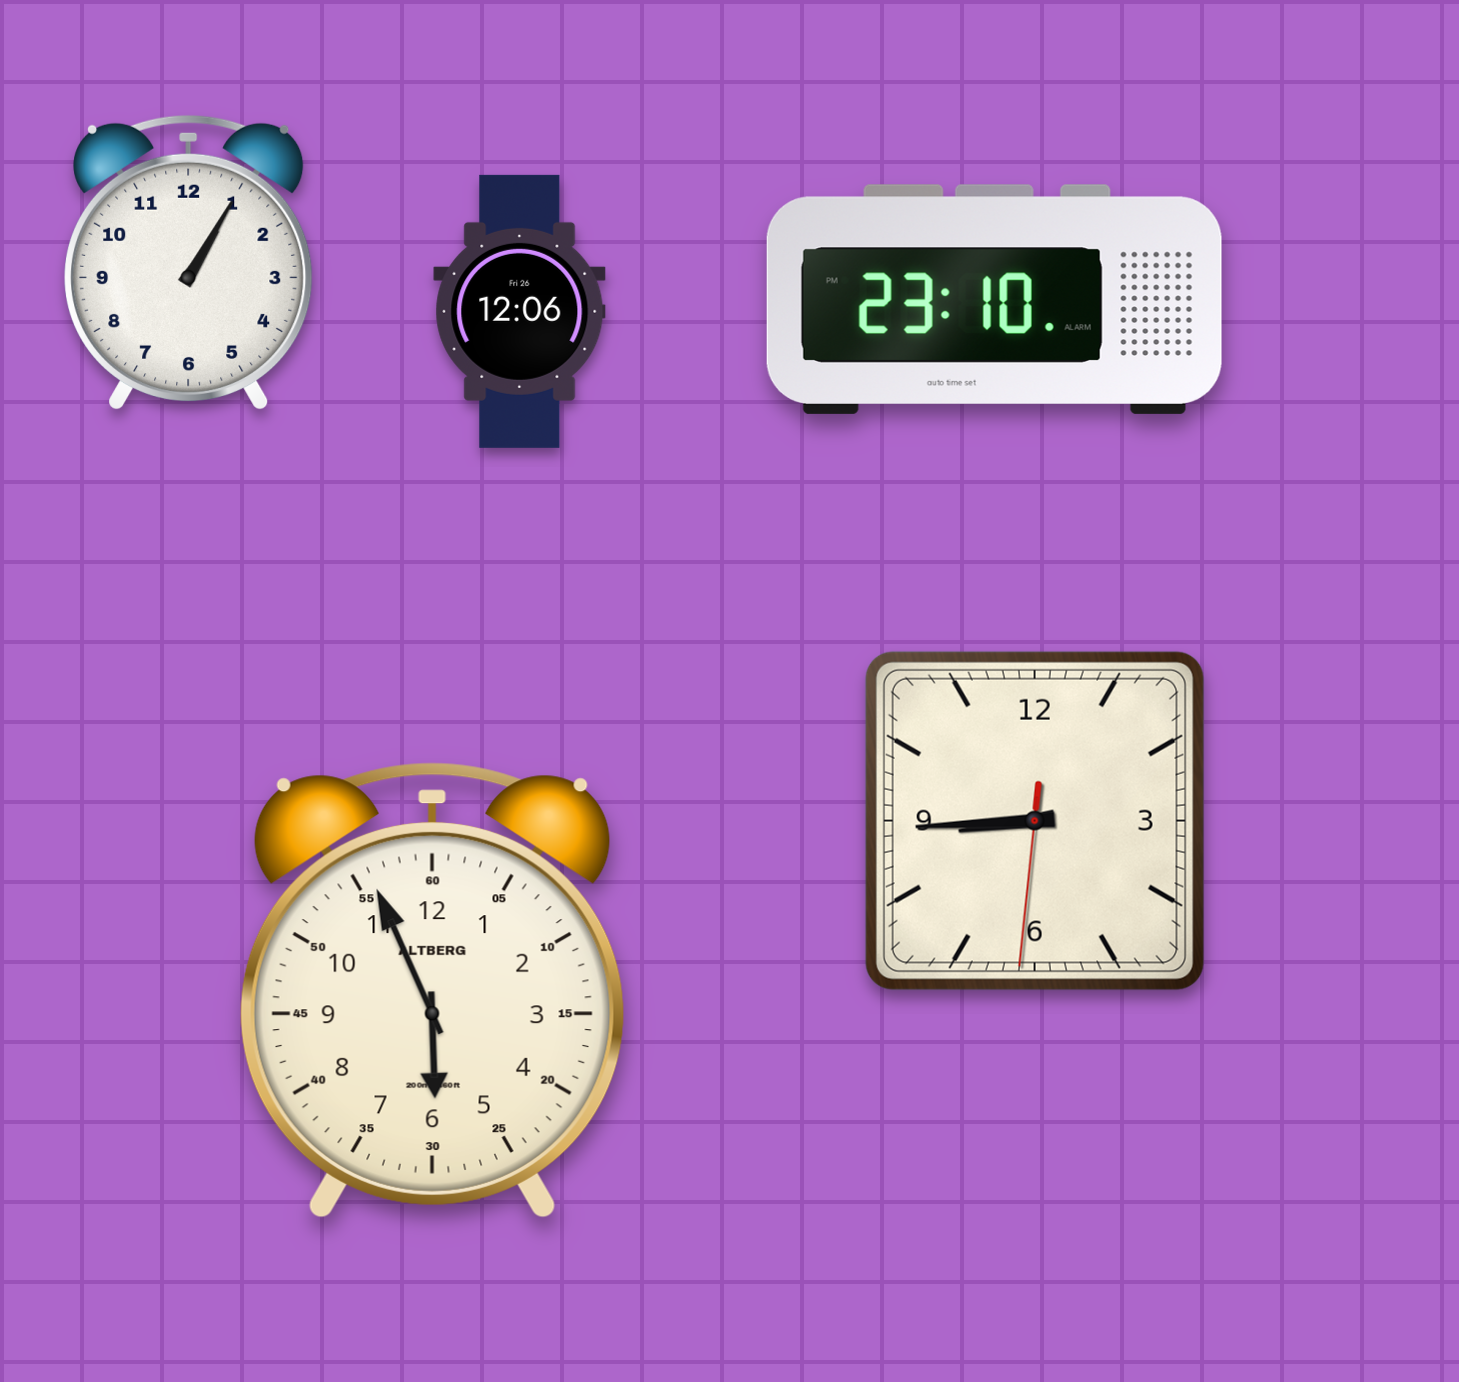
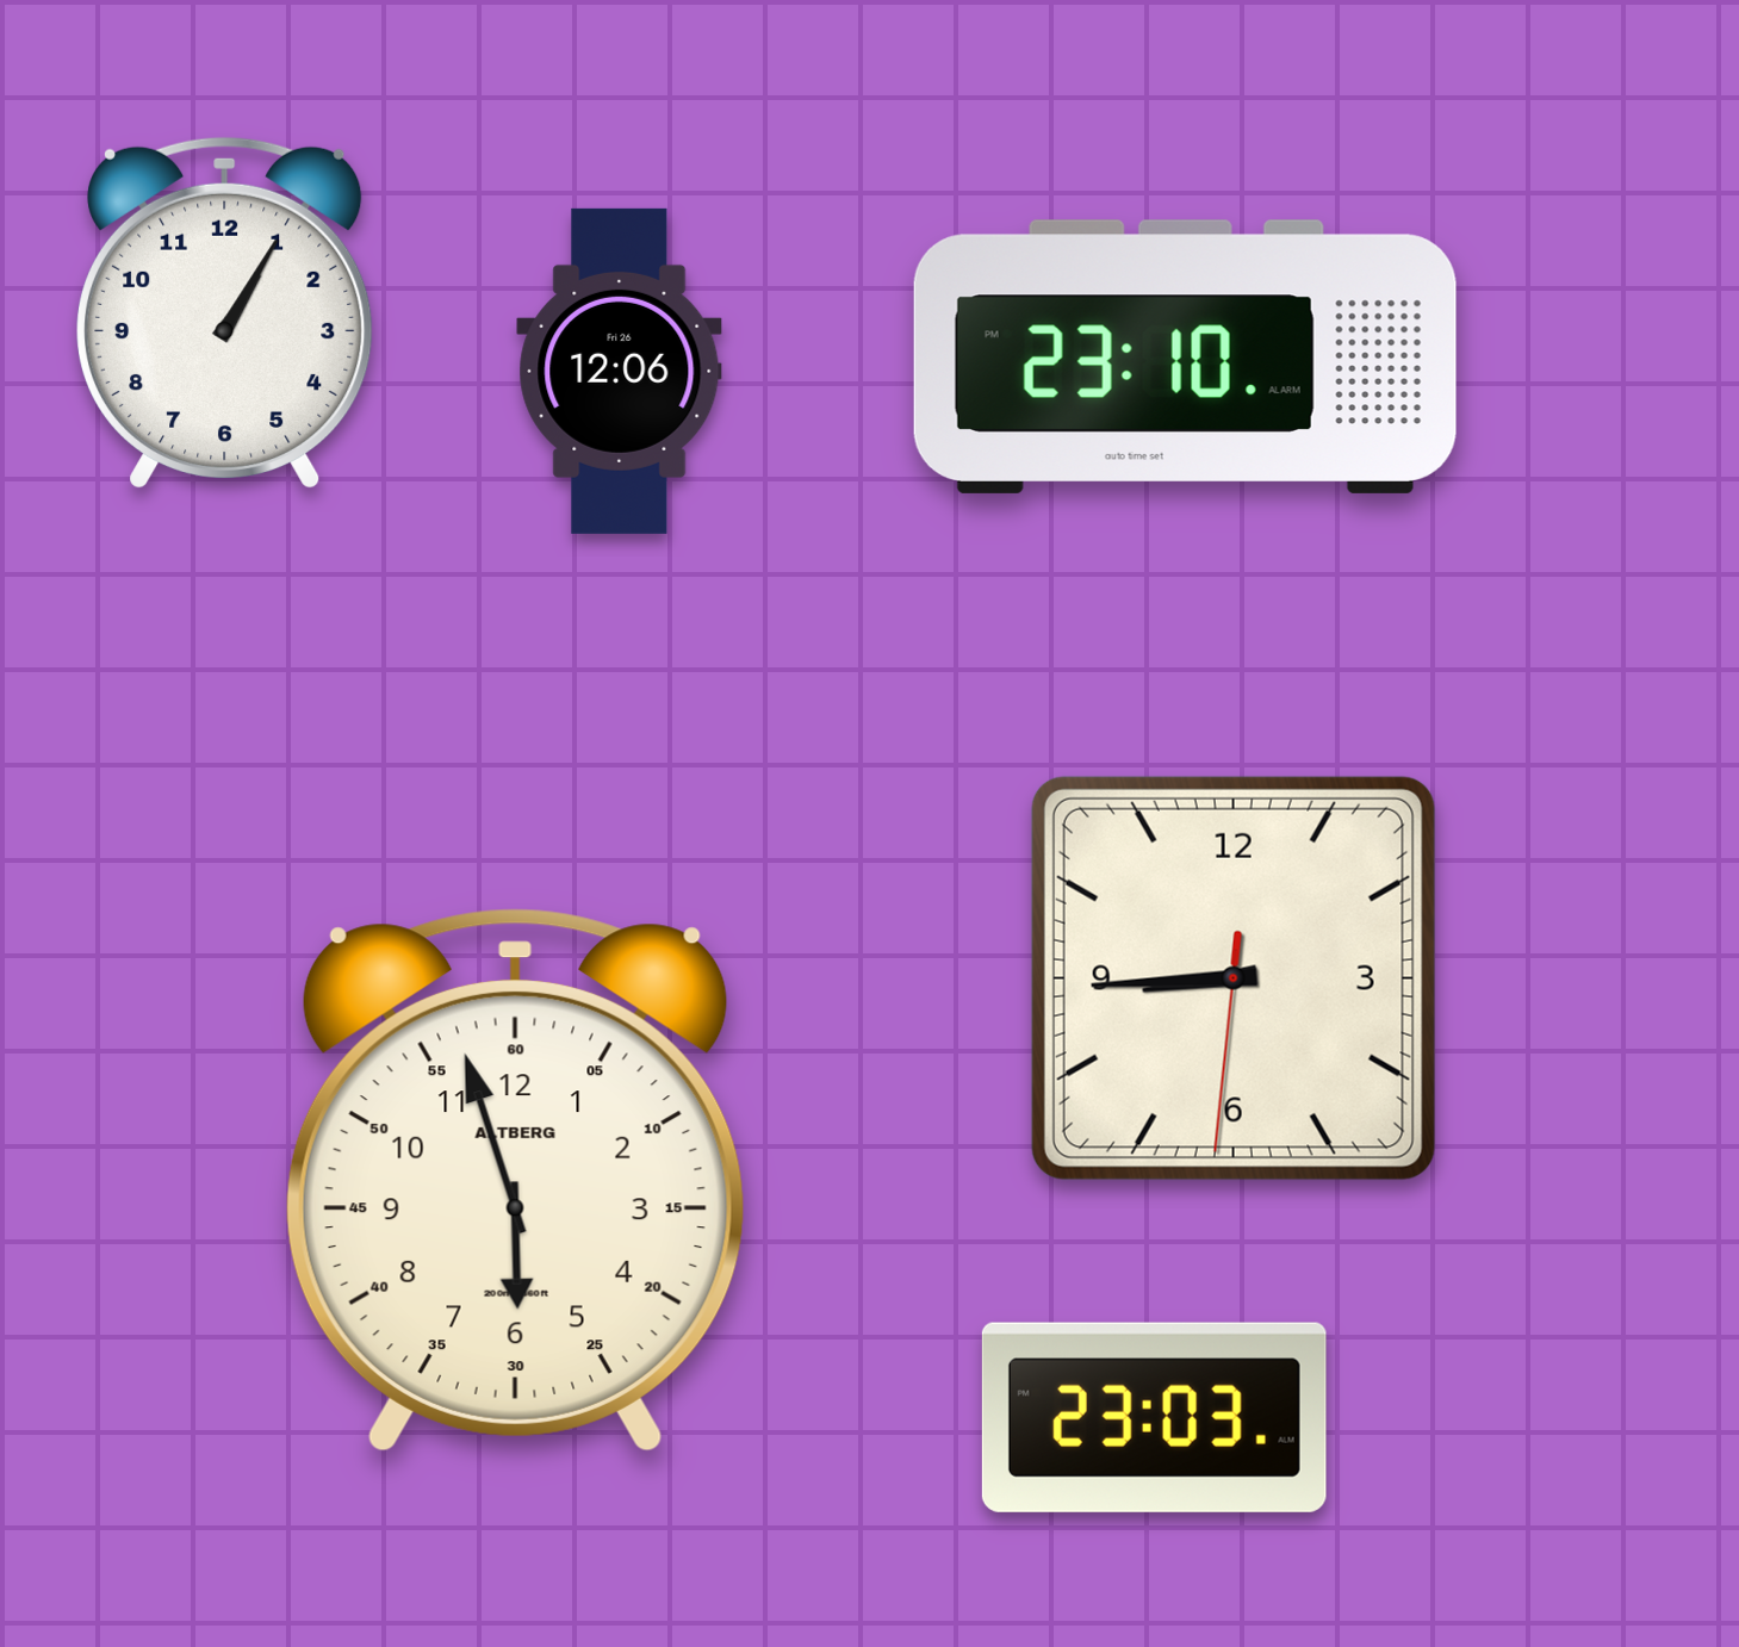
clock at (432, 990): 5:56 -> 5:57
clock at (1154, 1417): none -> 23:03
